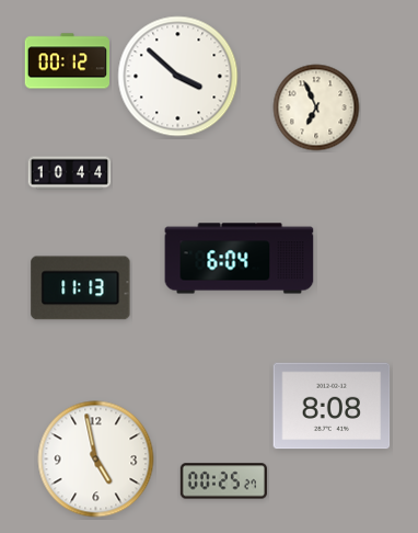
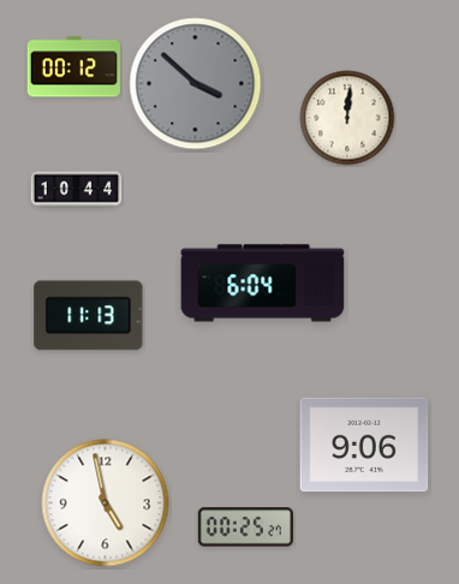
clock at (178, 77) dial: white -> grey
clock at (316, 107): 6:56 -> 12:01
clock at (332, 406): 8:08 -> 9:06
